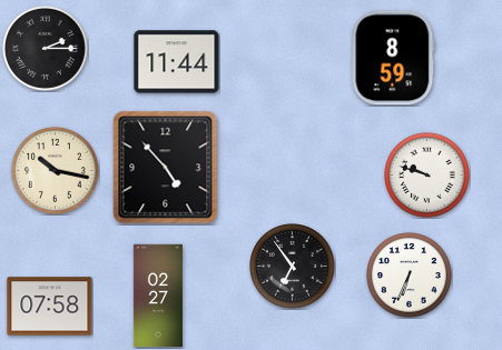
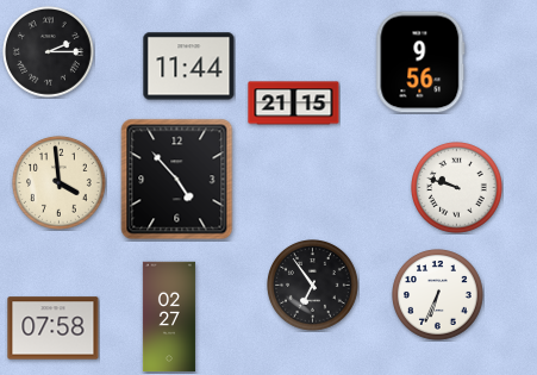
clock at (393, 58): 8:59 -> 9:56
clock at (294, 104): none -> 21:15
clock at (55, 170): 10:17 -> 3:59
